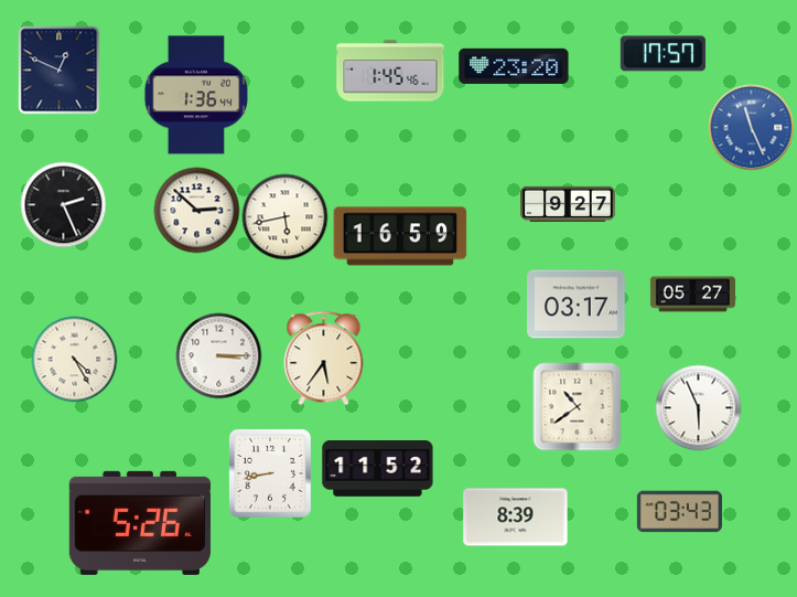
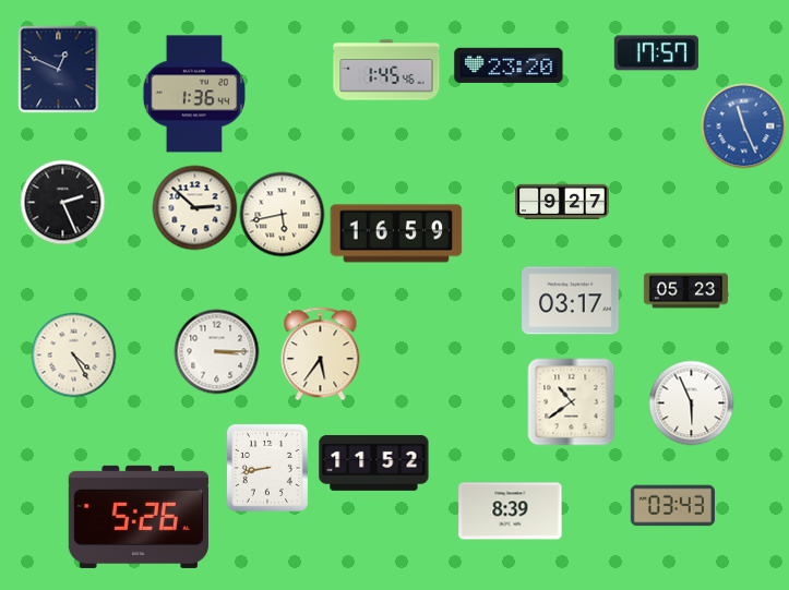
clock at (692, 295): 05:27 -> 05:23
